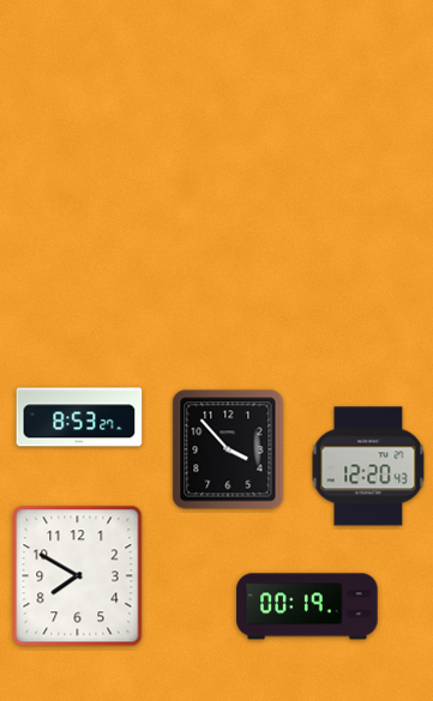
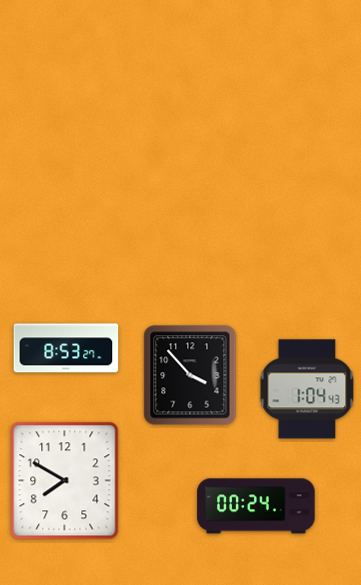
clock at (368, 466): 12:20 -> 1:04
clock at (307, 606): 00:19 -> 00:24
